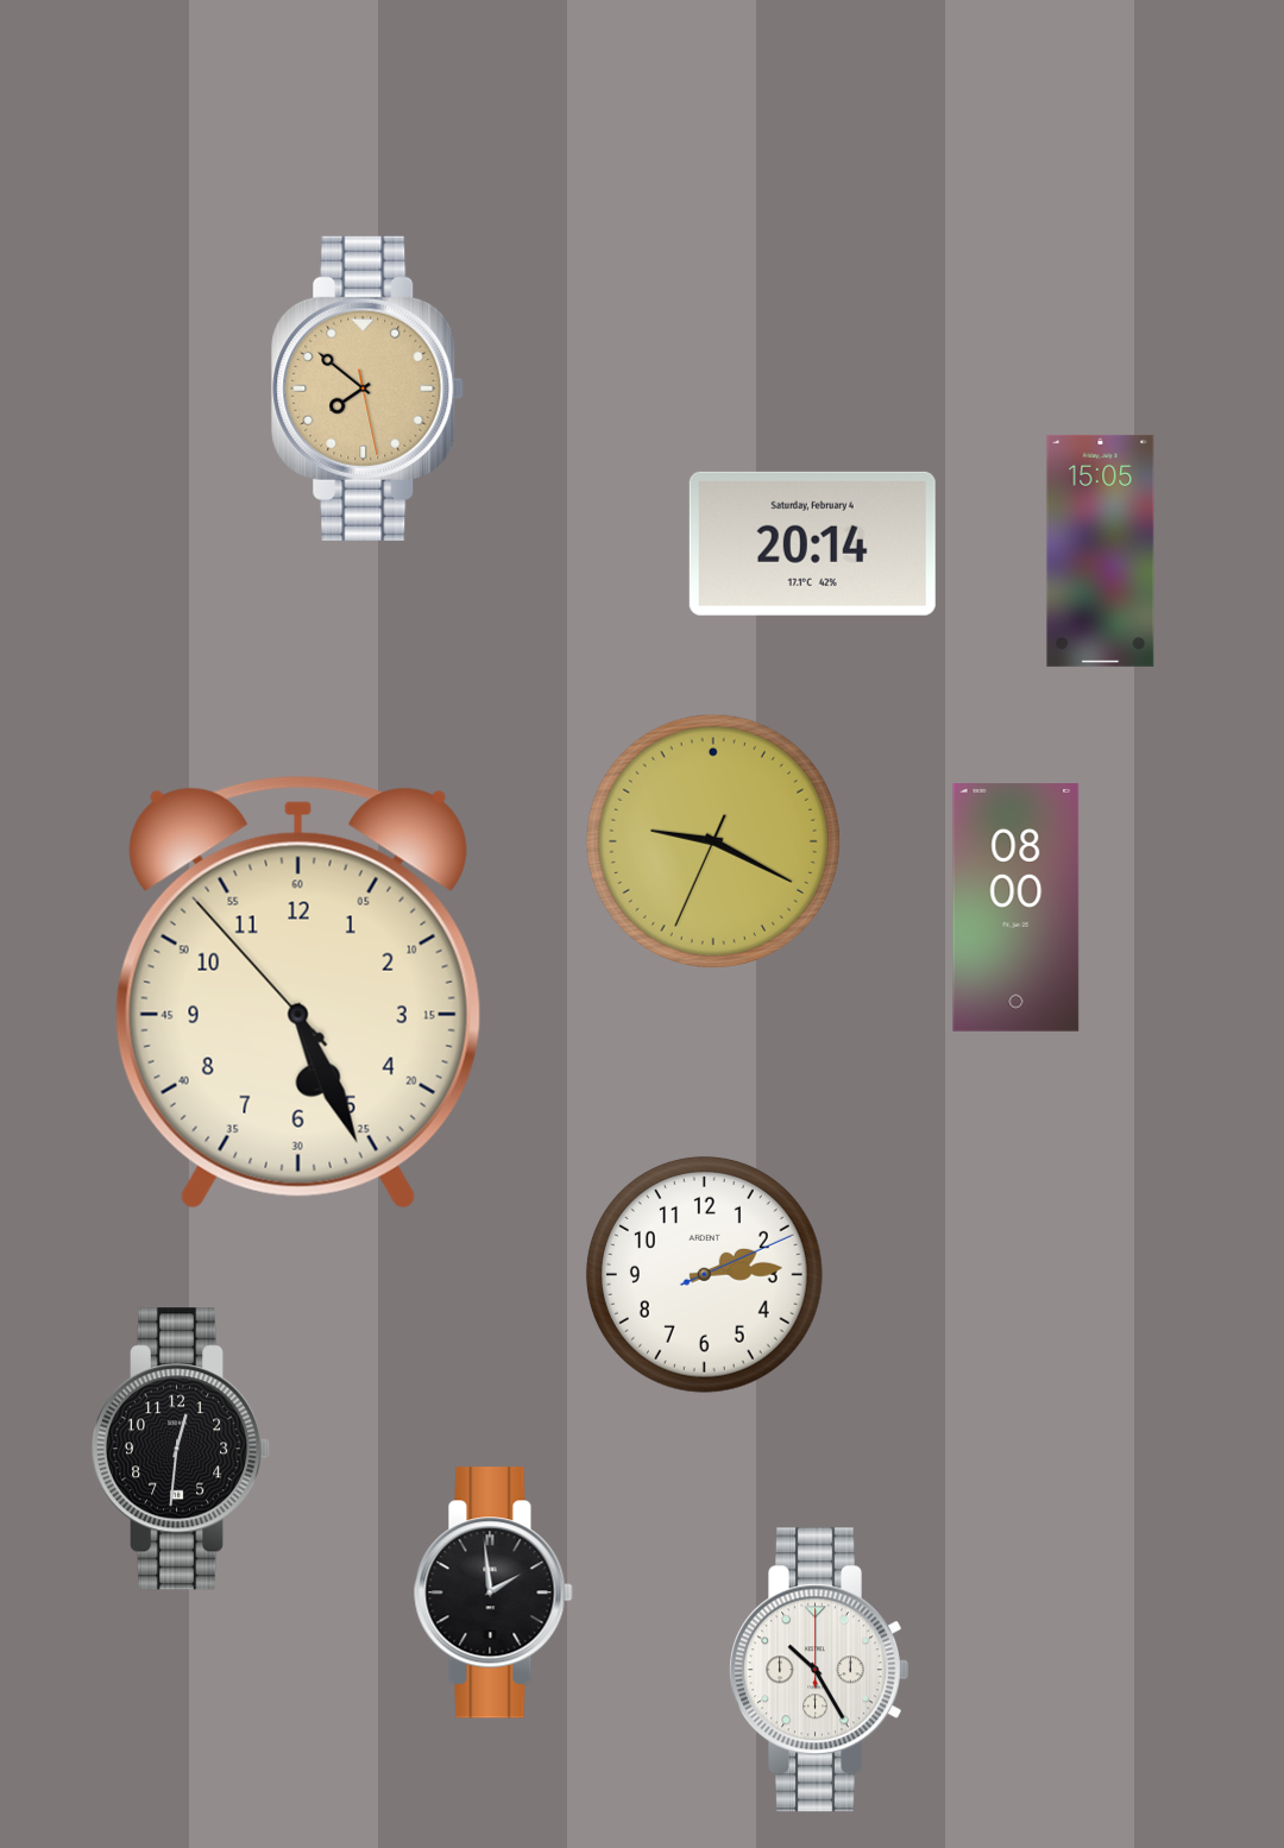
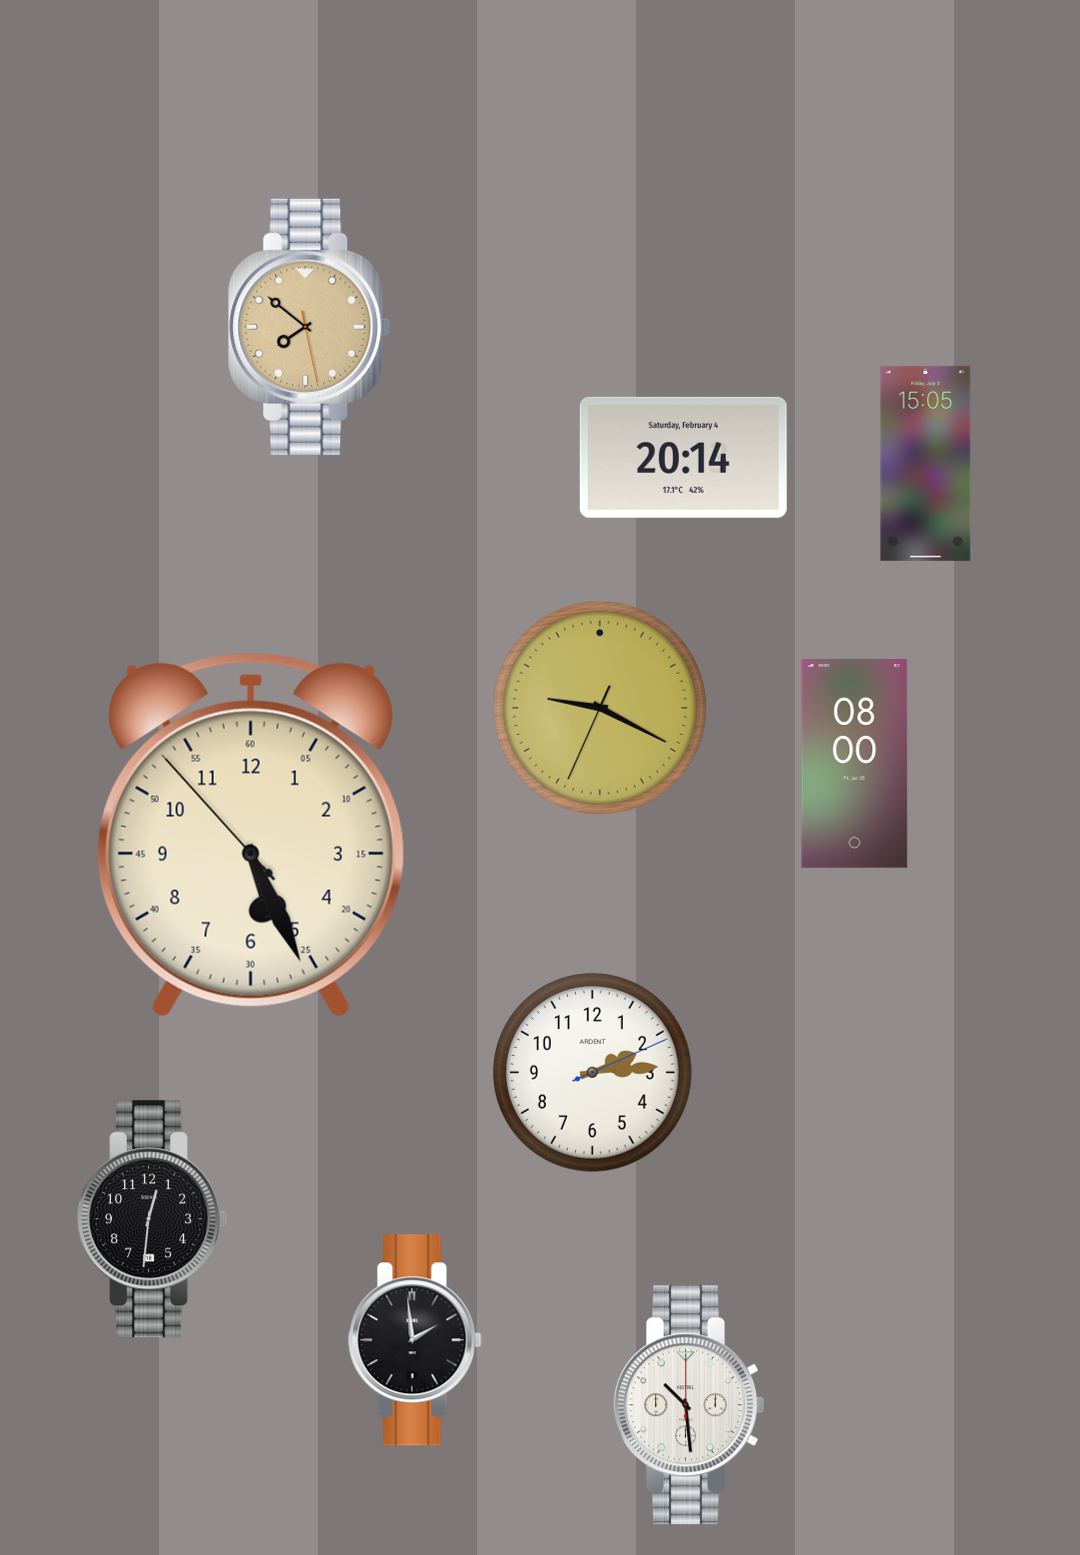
clock at (819, 1670): 10:25 -> 10:29
